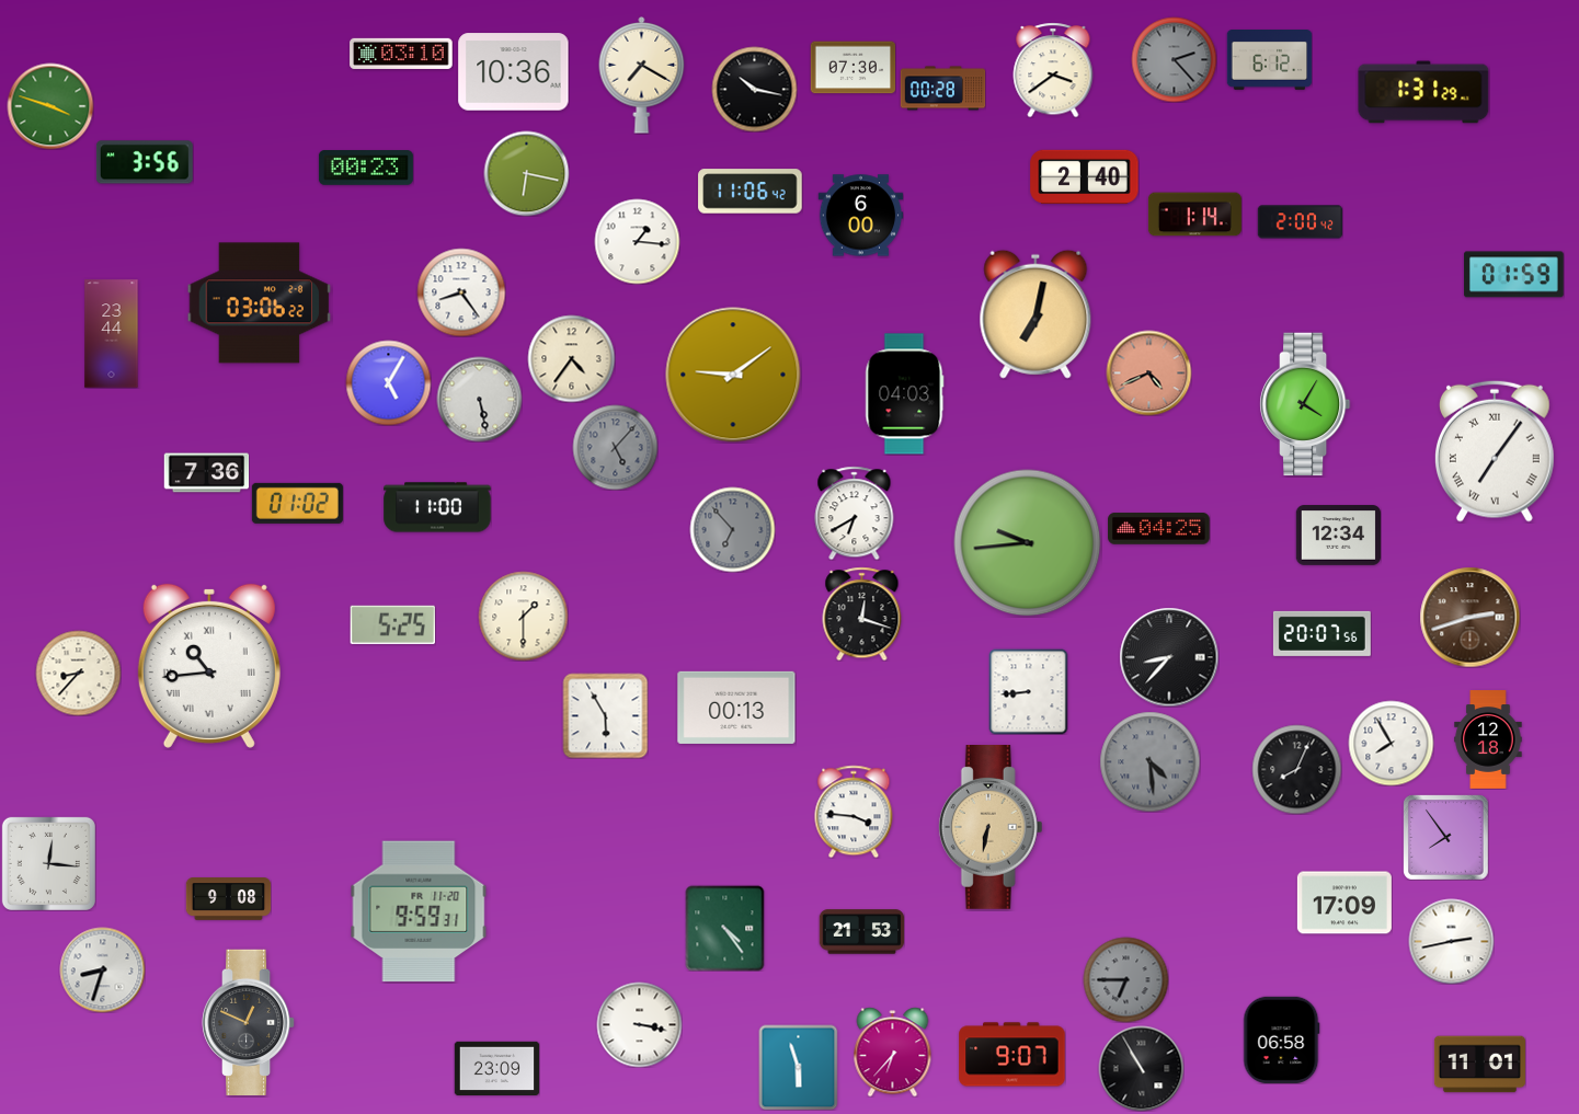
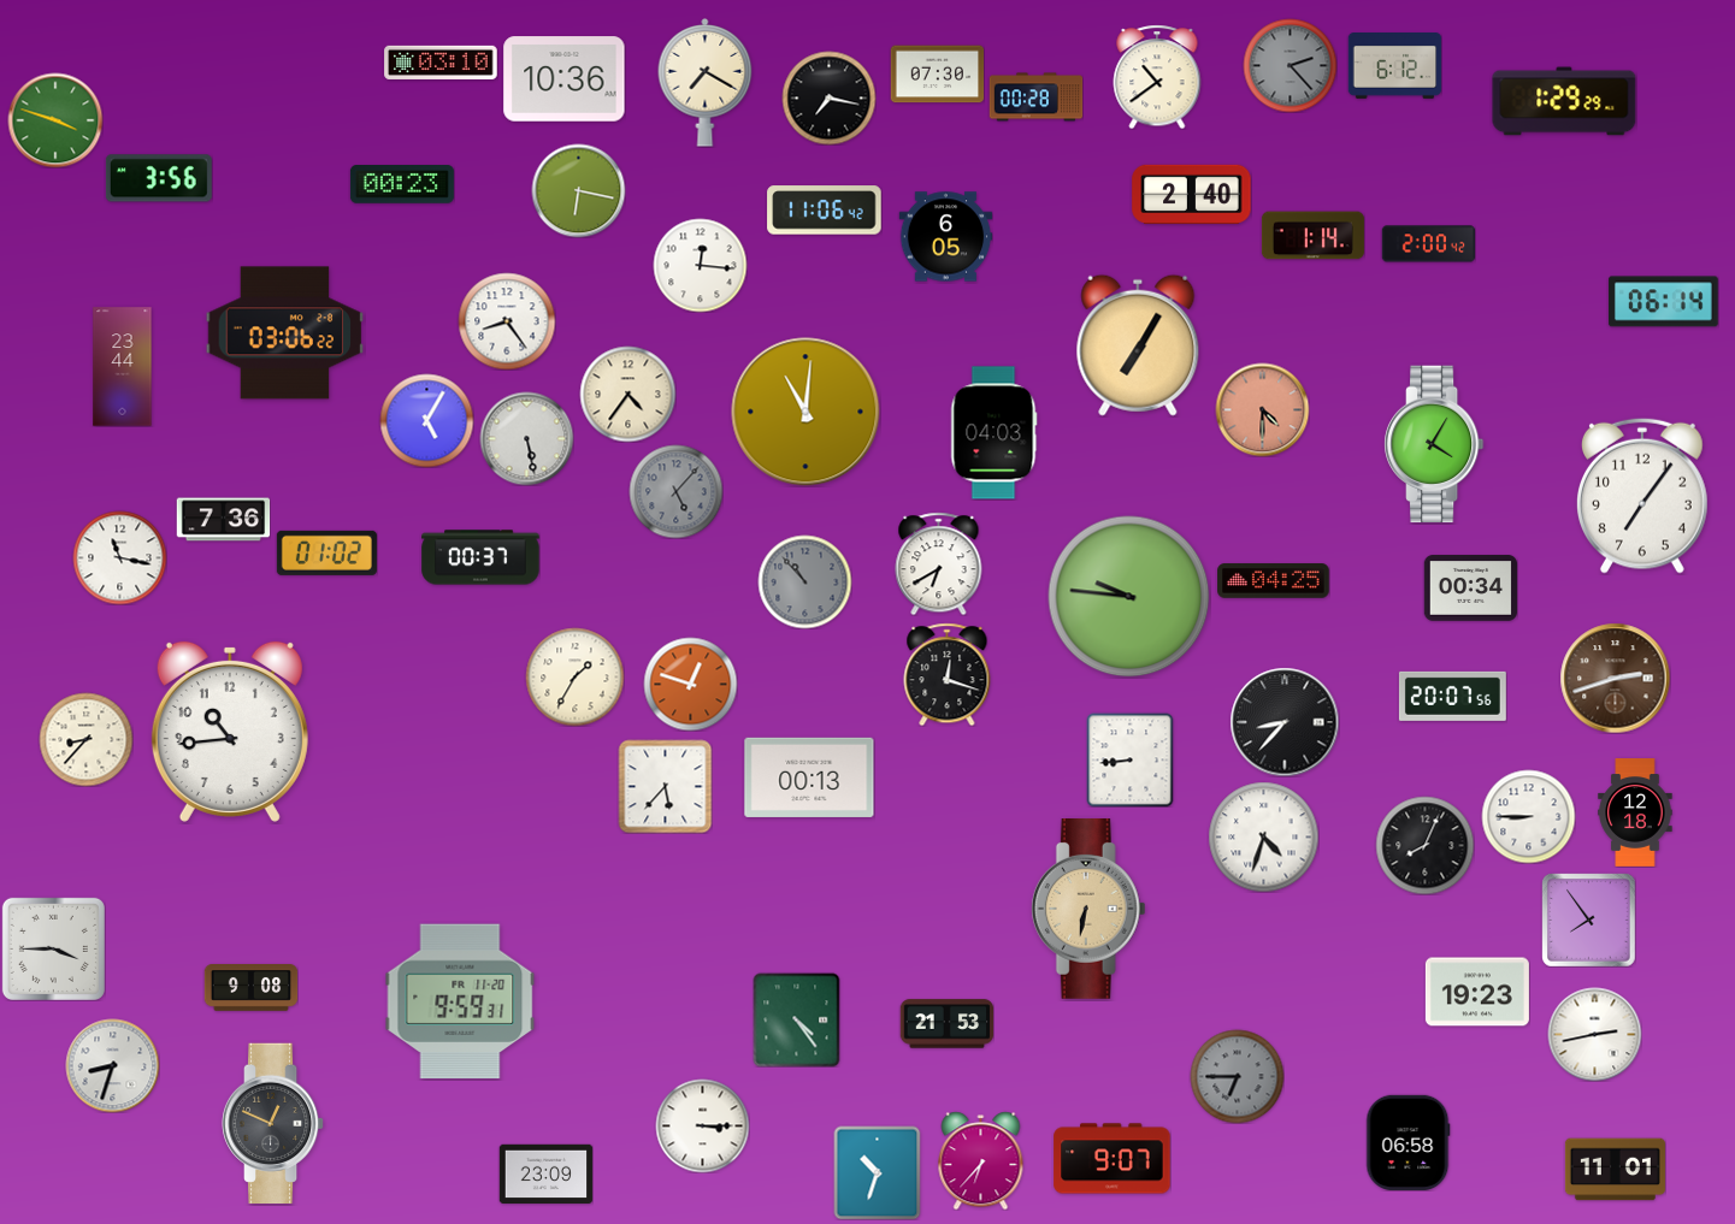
clock at (401, 54) position: (401, 54) -> (441, 63)
clock at (1053, 70): 3:39 -> 10:39
clock at (754, 89): 10:17 -> 7:17
clock at (1423, 92): 1:31 -> 1:29
clock at (50, 106) position: (50, 106) -> (55, 120)
clock at (860, 216): 6:00 -> 6:05
clock at (637, 241): 1:16 -> 12:16
clock at (1513, 275): 01:59 -> 06:14
clock at (1035, 314): 7:02 -> 7:05
clock at (1148, 372): 4:41 -> 4:30
clock at (733, 375): 9:09 -> 11:01
clock at (1495, 451) numerals: Roman -> Arabic
clock at (206, 473) position: (206, 473) -> (223, 520)
clock at (119, 557): none -> 11:17
clock at (437, 507): 11:00 -> 00:37
clock at (732, 529): 6:53 -> 10:53
clock at (1338, 536): 12:34 -> 00:34
clock at (1028, 543): 9:44 -> 9:46
clock at (523, 616): 1:30 -> 1:35
clock at (690, 684): none -> 12:48
clock at (392, 624): 5:25 -> none
clock at (209, 666) numerals: Roman -> Arabic
clock at (605, 715): 5:55 -> 5:37
clock at (1391, 743): 7:55 -> 8:45
clock at (1149, 761): 4:29 -> 4:33
clock at (1149, 761) dial: grey -> white
clock at (854, 812): 3:46 -> none
clock at (48, 863): 12:16 -> 3:45
clock at (1345, 903): 17:09 -> 19:23
clock at (639, 1024): 3:17 -> 3:15
clock at (893, 1052) position: (893, 1052) -> (981, 1160)
clock at (1479, 1065) position: (1479, 1065) -> (1615, 1170)
clock at (799, 1067): 5:57 -> 10:33
clock at (1141, 1068): 10:55 -> none
